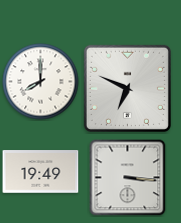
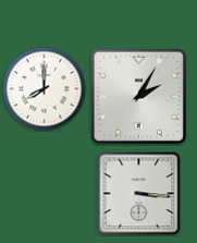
clock at (127, 88): 6:49 -> 2:05
clock at (41, 172): 19:49 -> none
